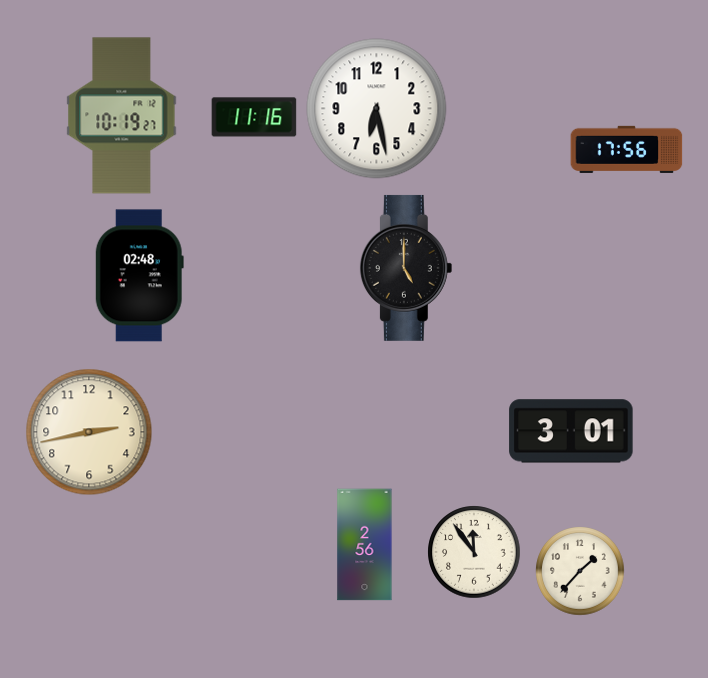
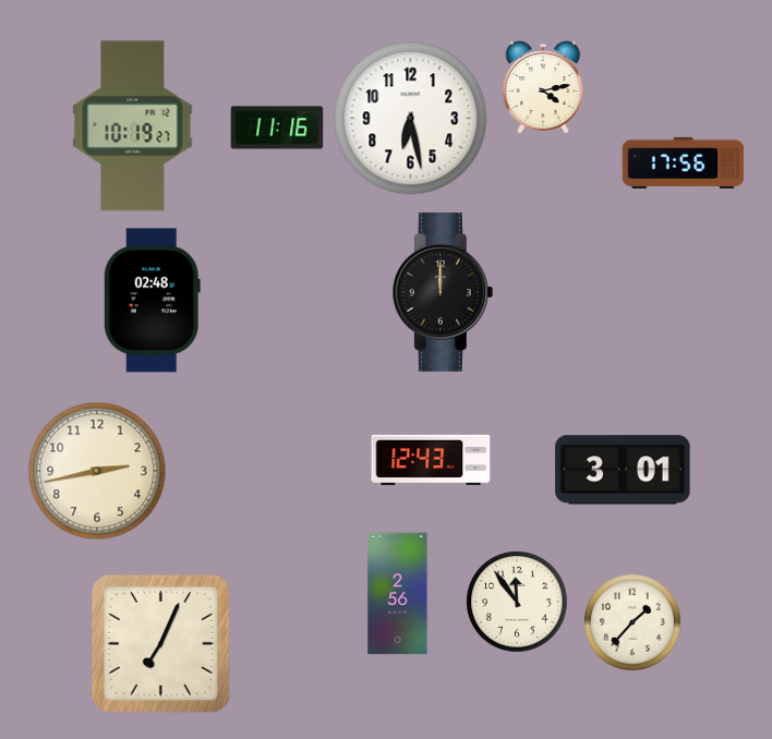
clock at (543, 87): none -> 4:13
clock at (406, 268): 5:00 -> 12:00
clock at (431, 460): none -> 12:43
clock at (160, 643): none -> 7:04
